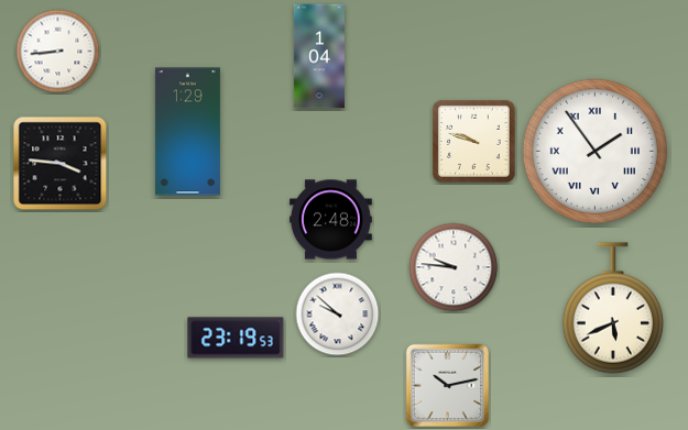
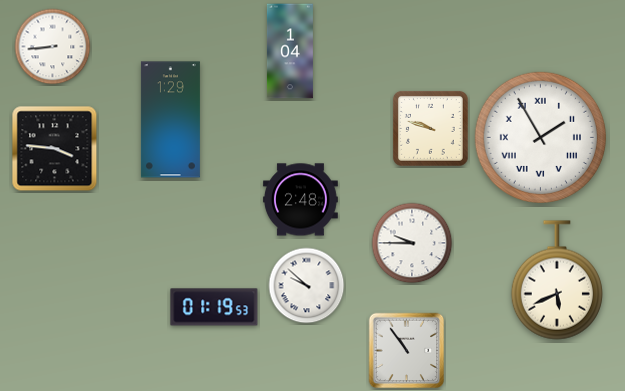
clock at (594, 151): 1:54 -> 1:55
clock at (454, 267): 9:46 -> 9:45
clock at (236, 338): 23:19 -> 01:19
clock at (448, 386): 10:13 -> 10:54
